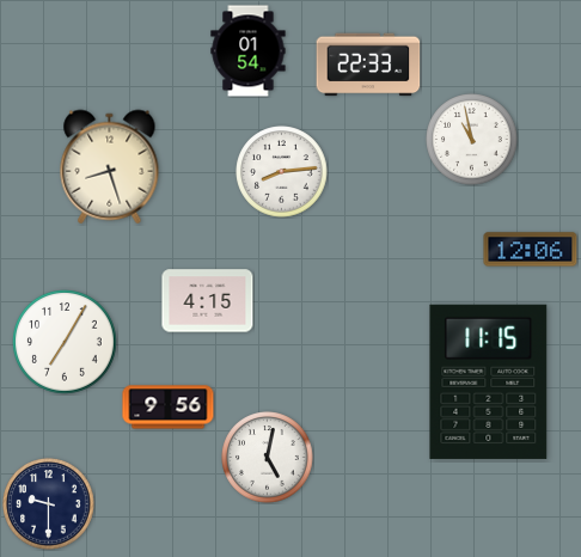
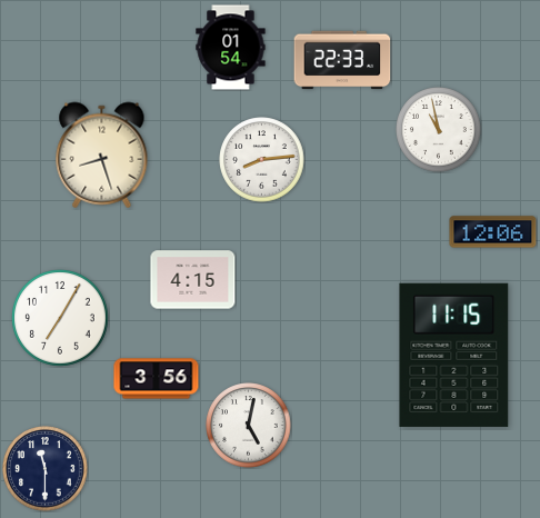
clock at (169, 408): 9:56 -> 3:56
clock at (49, 504): 9:30 -> 11:30
